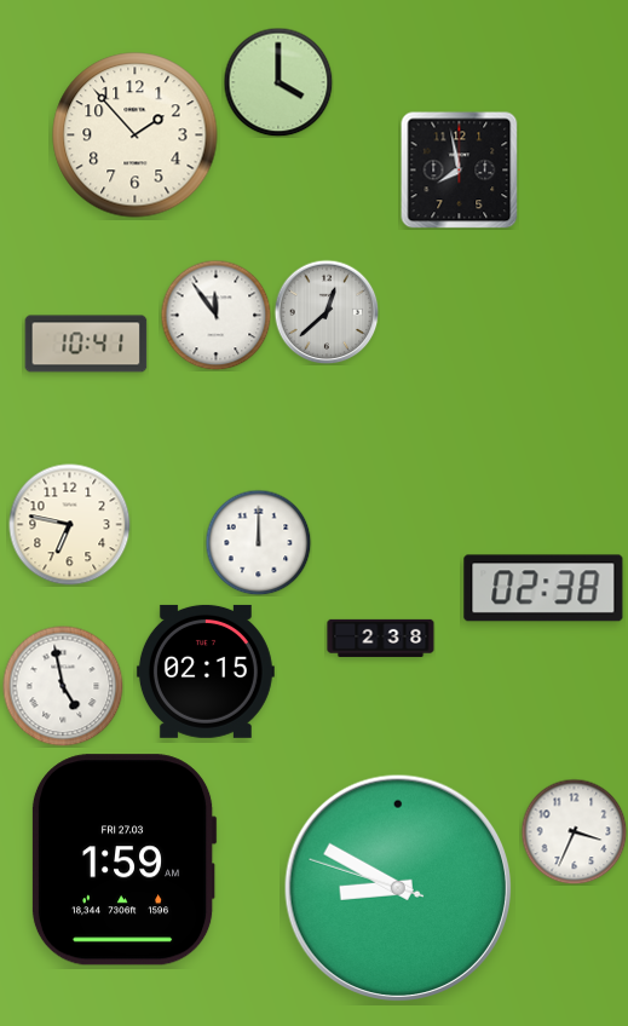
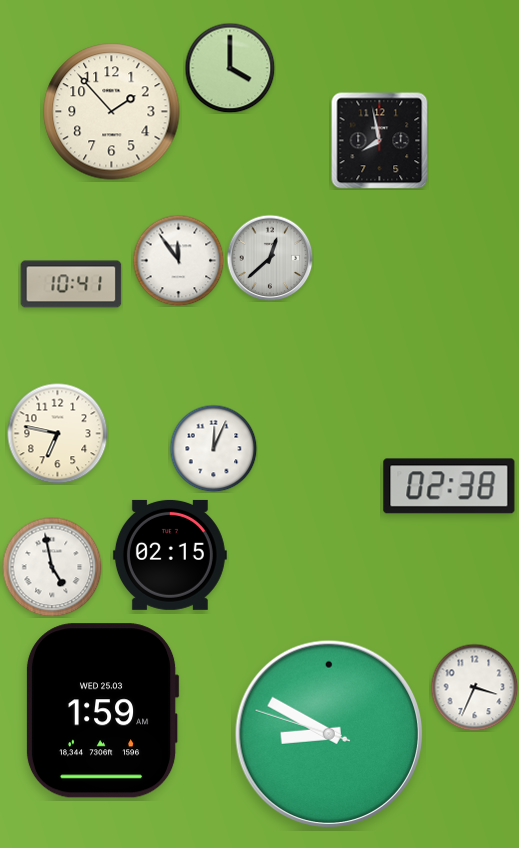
clock at (258, 542): 12:00 -> 12:04
clock at (381, 638): 2:38 -> none
clock at (123, 860) date: FRI 27.03 -> WED 25.03
